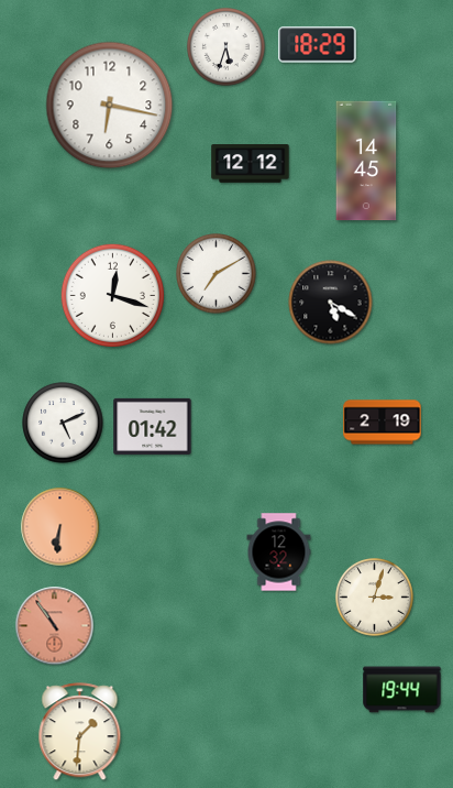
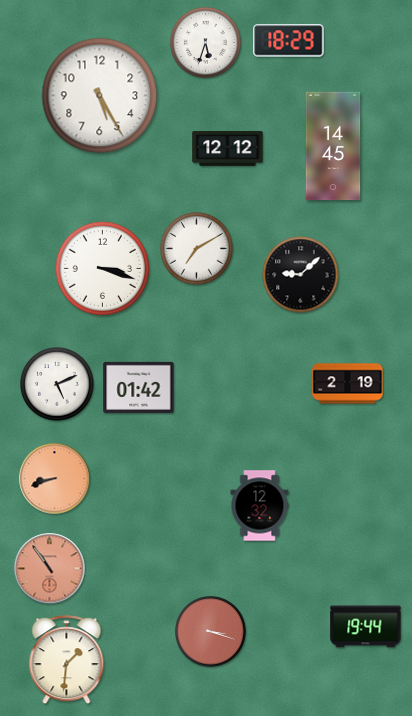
clock at (110, 106): 6:17 -> 5:25
clock at (112, 295): 12:18 -> 3:18
clock at (331, 303): 5:20 -> 9:08
clock at (60, 527): 6:31 -> 8:42
clock at (279, 552) position: (279, 552) -> (260, 506)
clock at (375, 598): 3:03 -> none
clock at (211, 632): none -> 3:18
clock at (80, 732) position: (80, 732) -> (67, 660)
